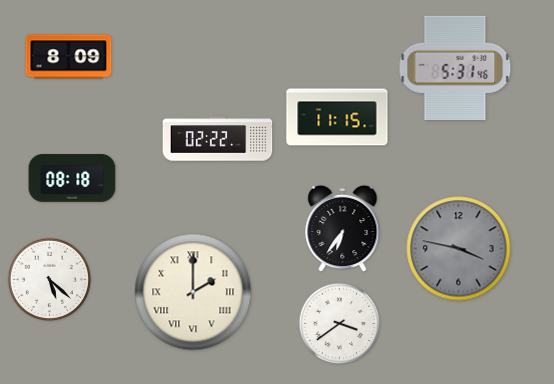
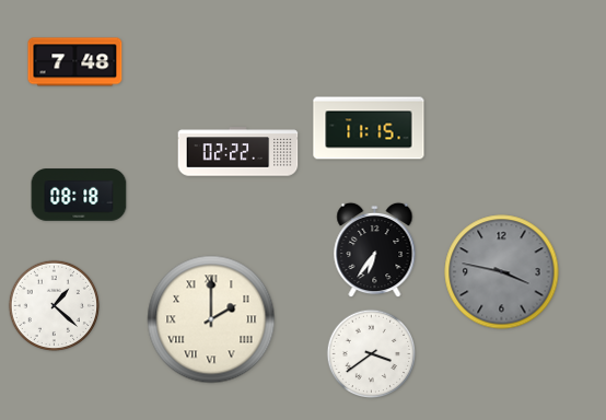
clock at (69, 57): 8:09 -> 7:48
clock at (455, 67): 5:31 -> none
clock at (50, 280): 5:22 -> 1:22
